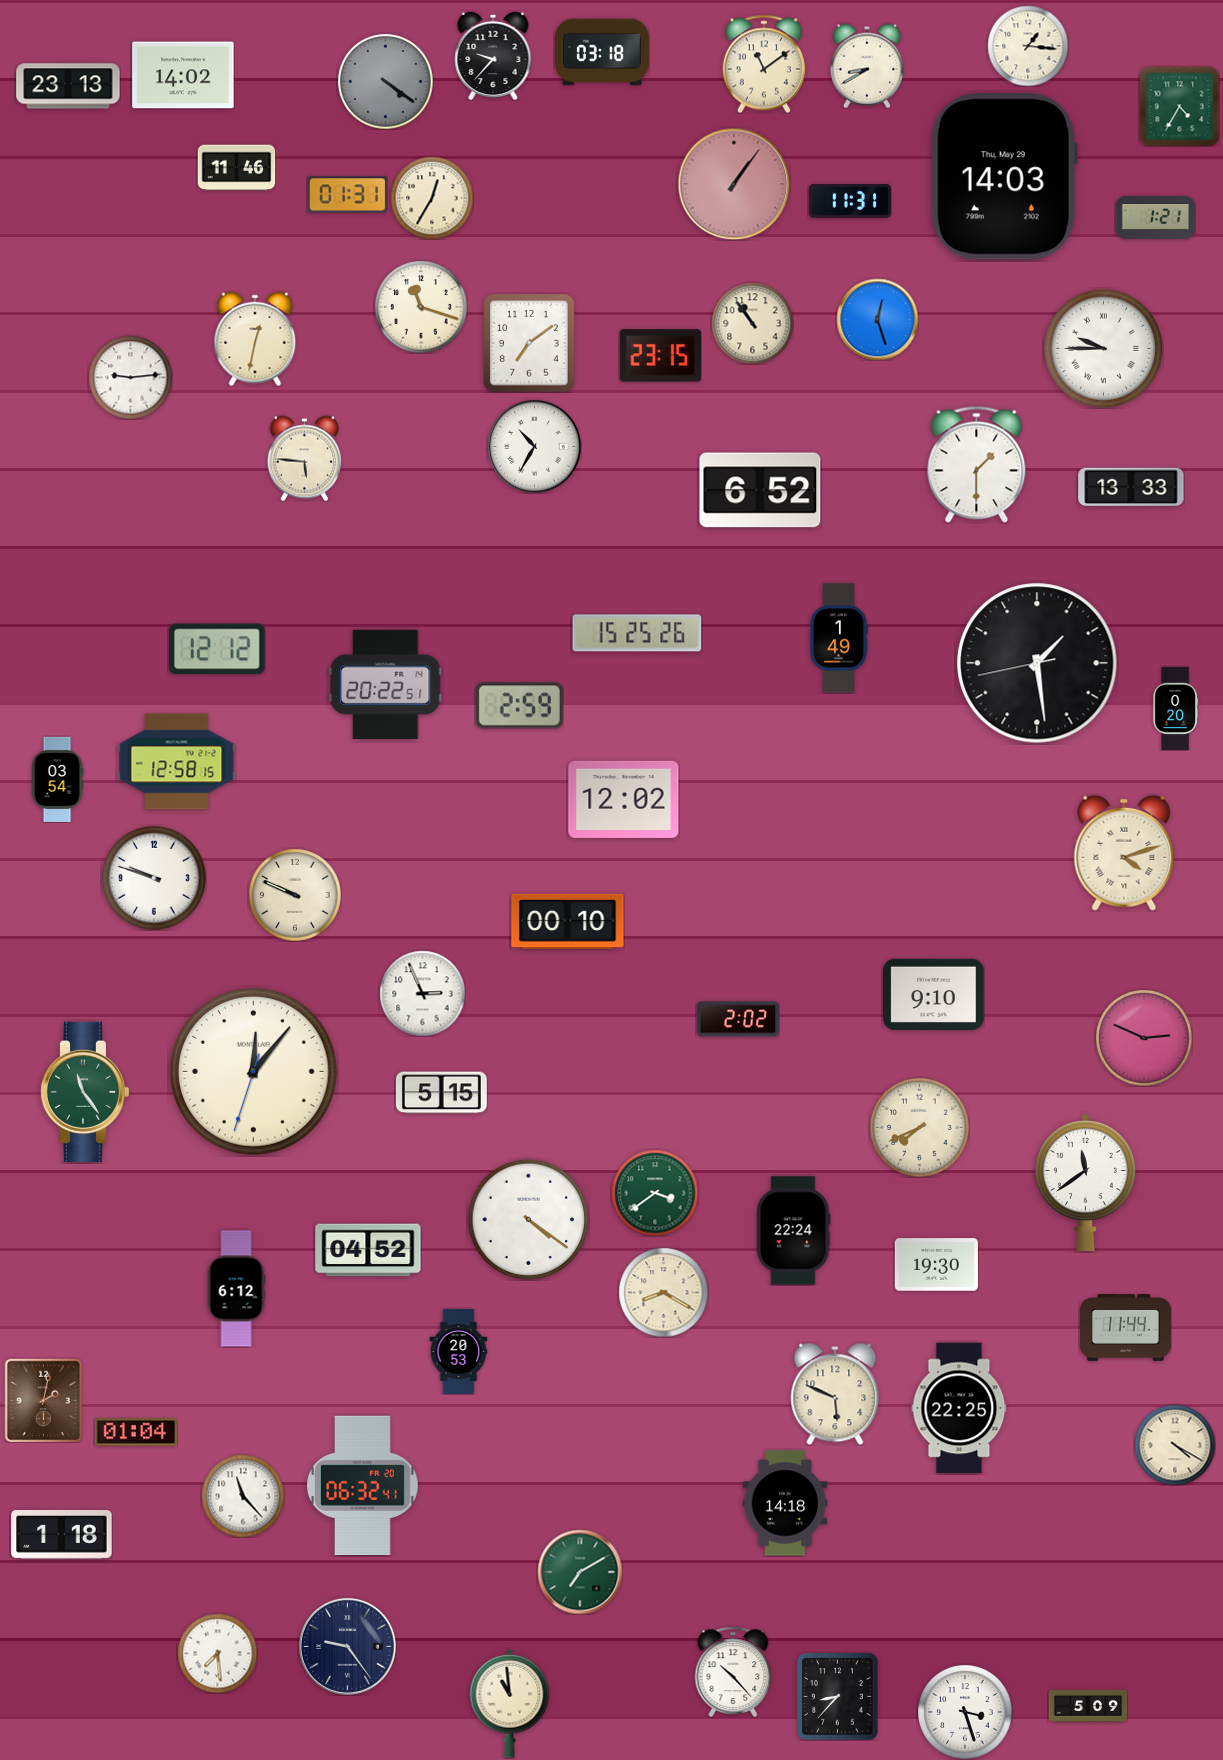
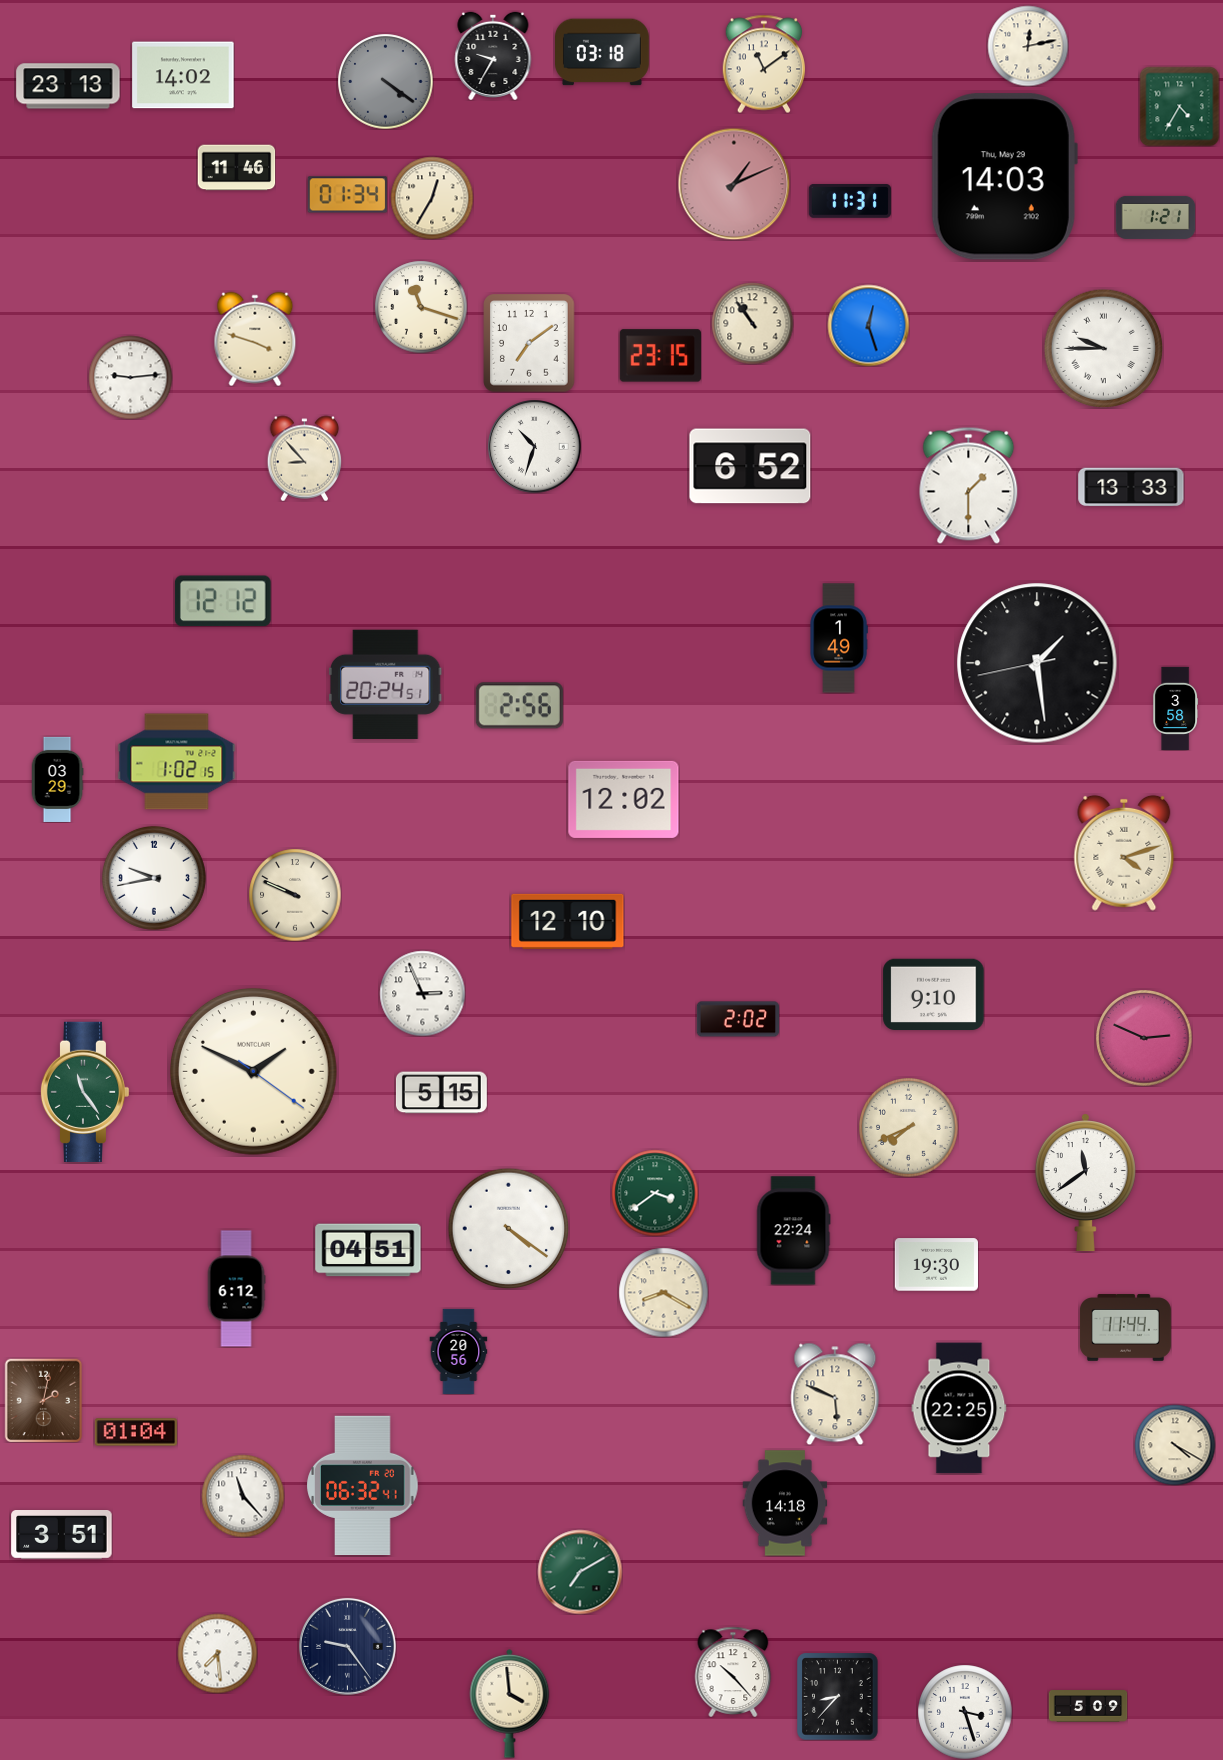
clock at (1028, 46): 1:16 -> 12:13
clock at (493, 55): 9:37 -> 9:35
clock at (867, 66): 8:40 -> none
clock at (734, 184): 1:06 -> 1:11
clock at (347, 195): 01:31 -> 01:34
clock at (877, 319) position: (877, 319) -> (868, 325)
clock at (255, 339): 12:32 -> 3:48
clock at (534, 446): 10:35 -> 10:33
clock at (305, 458): 5:46 -> 8:53
clock at (977, 464) position: (977, 464) -> (969, 485)
clock at (760, 490) position: (760, 490) -> (750, 466)
clock at (637, 633): 15:25 -> none
clock at (217, 649) position: (217, 649) -> (223, 601)
clock at (386, 684): 20:22 -> 20:24
clock at (519, 706): 2:59 -> 2:56
clock at (1176, 708): 0:20 -> 3:58
clock at (177, 762): 12:58 -> 1:02
clock at (57, 779): 03:54 -> 03:29
clock at (154, 878): 9:48 -> 9:43
clock at (568, 921): 00:10 -> 12:10
clock at (254, 1072): 12:06 -> 1:49
clock at (920, 1128) position: (920, 1128) -> (909, 1128)
clock at (528, 1219) position: (528, 1219) -> (508, 1228)
clock at (368, 1250): 04:52 -> 04:51
clock at (459, 1351): 20:53 -> 20:56
clock at (62, 1535): 1:18 -> 3:51
clock at (510, 1703): 10:59 -> 3:59
